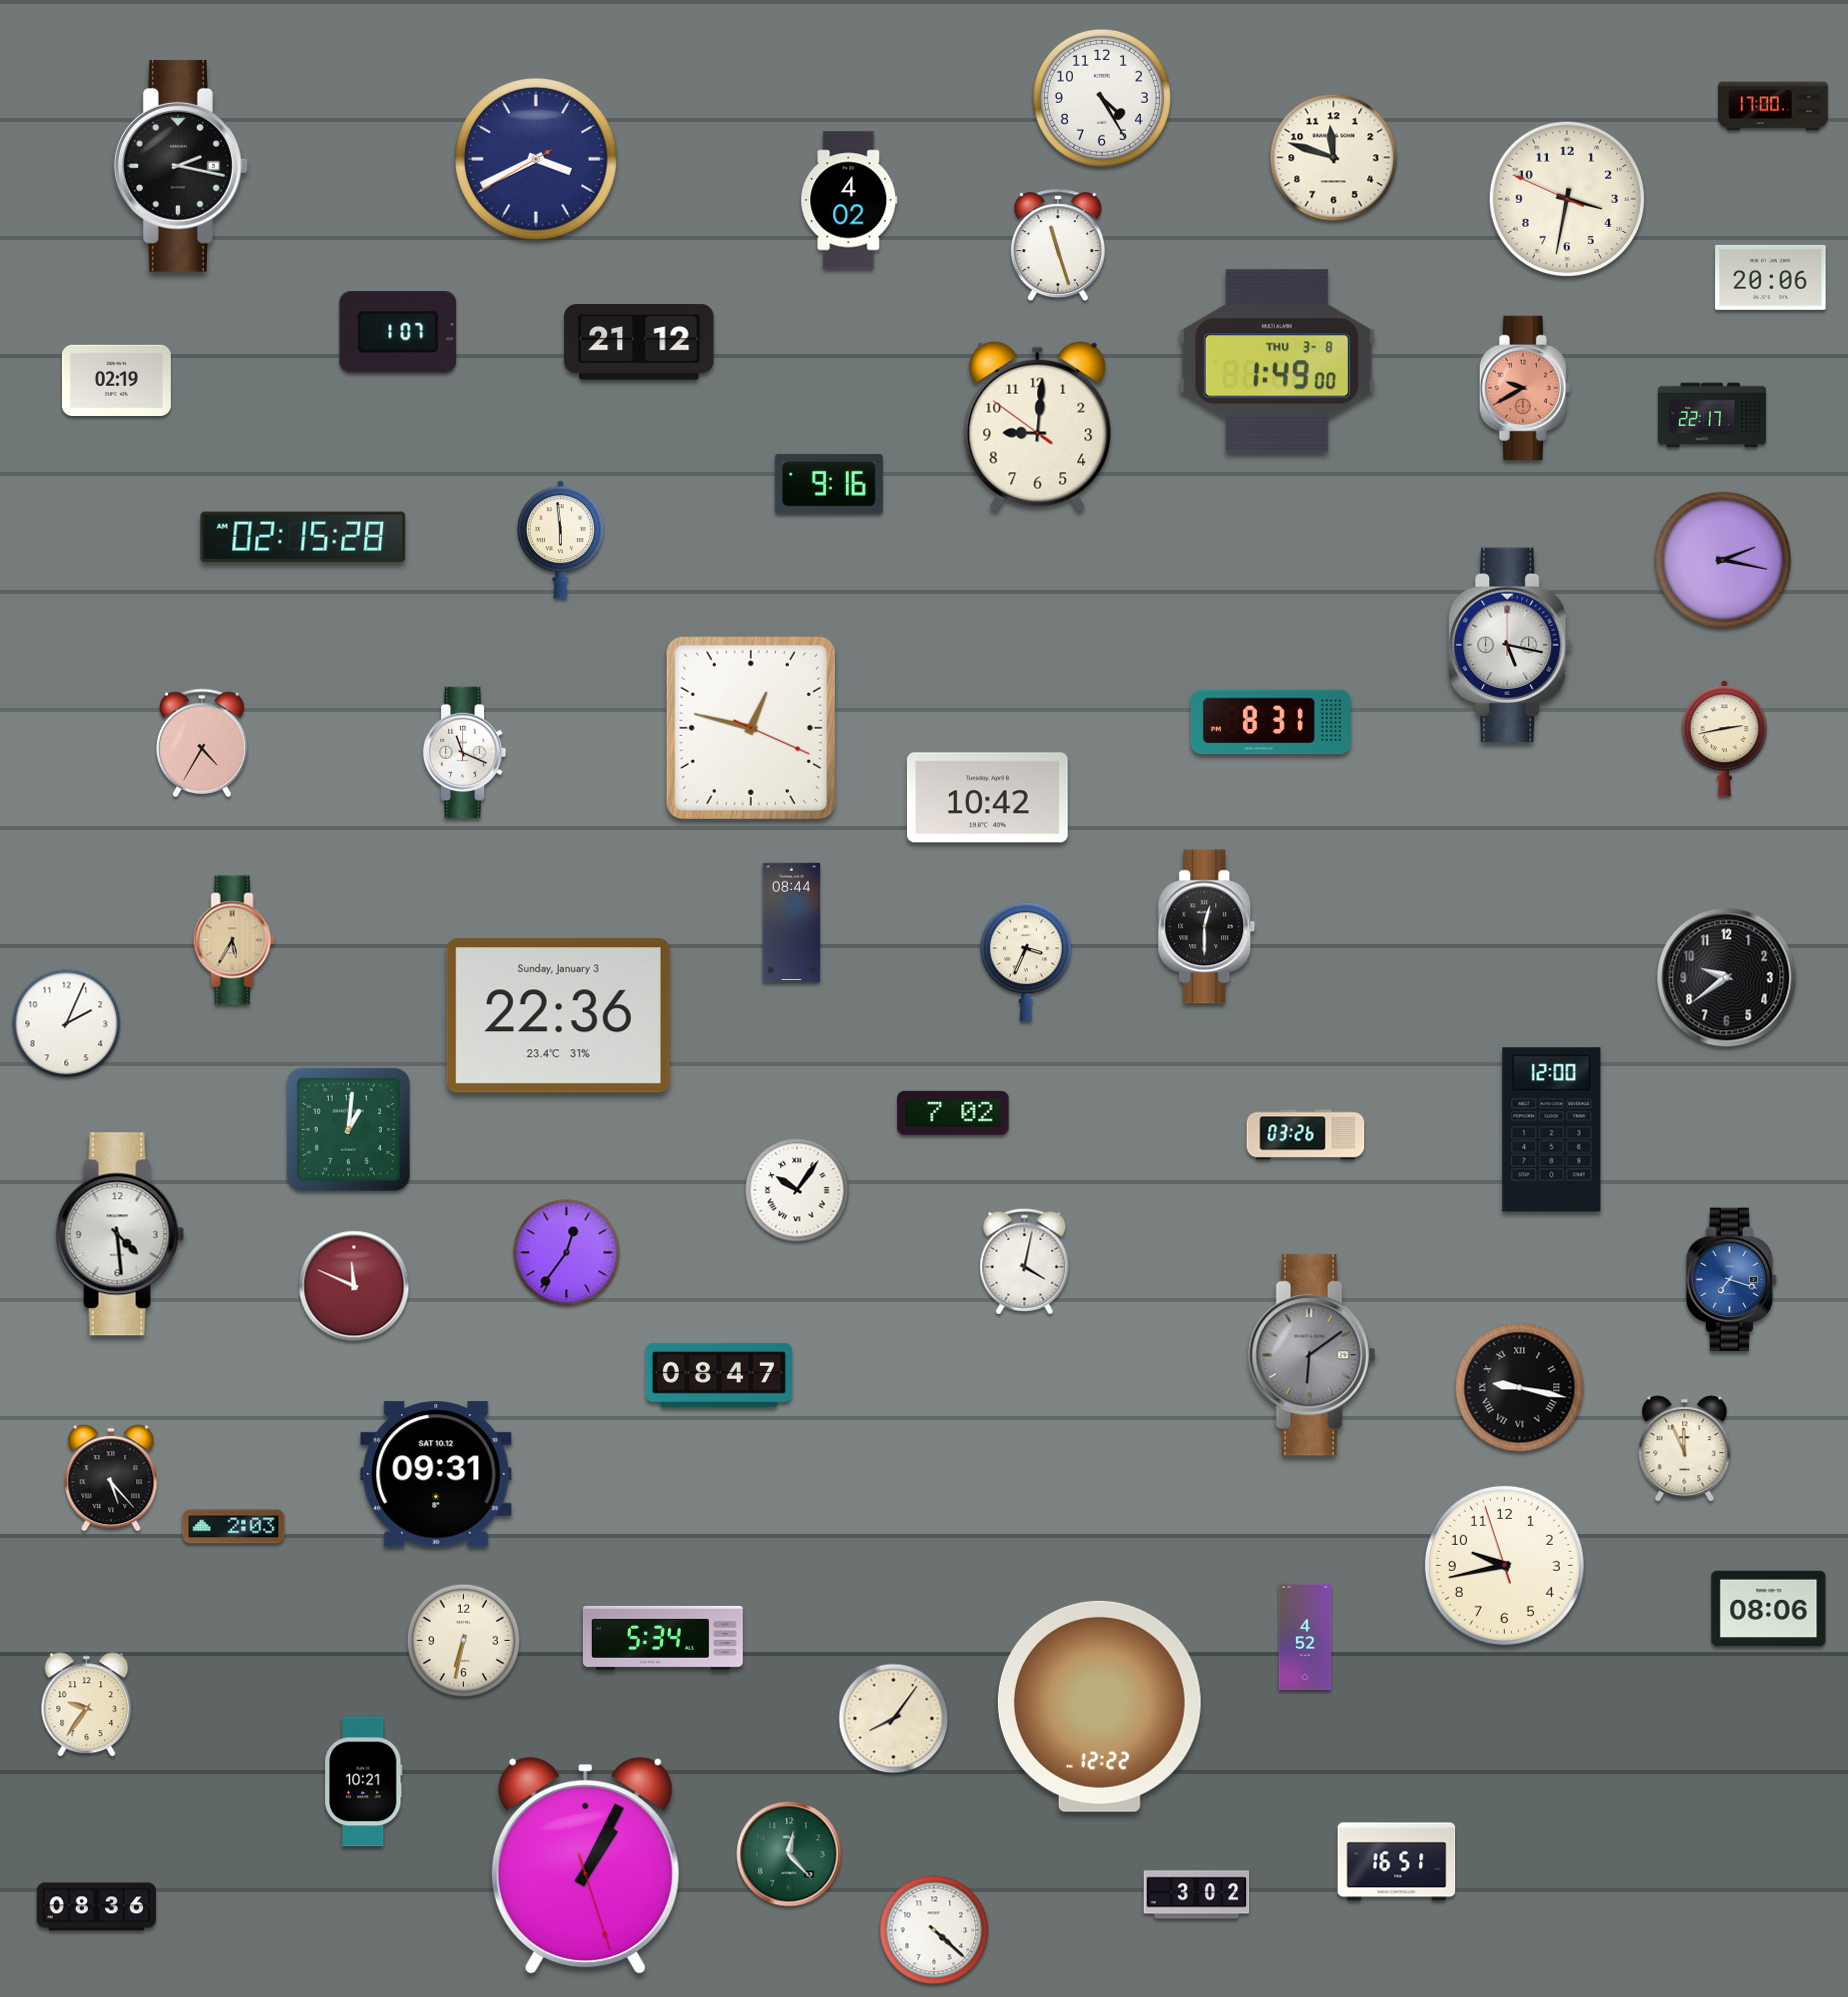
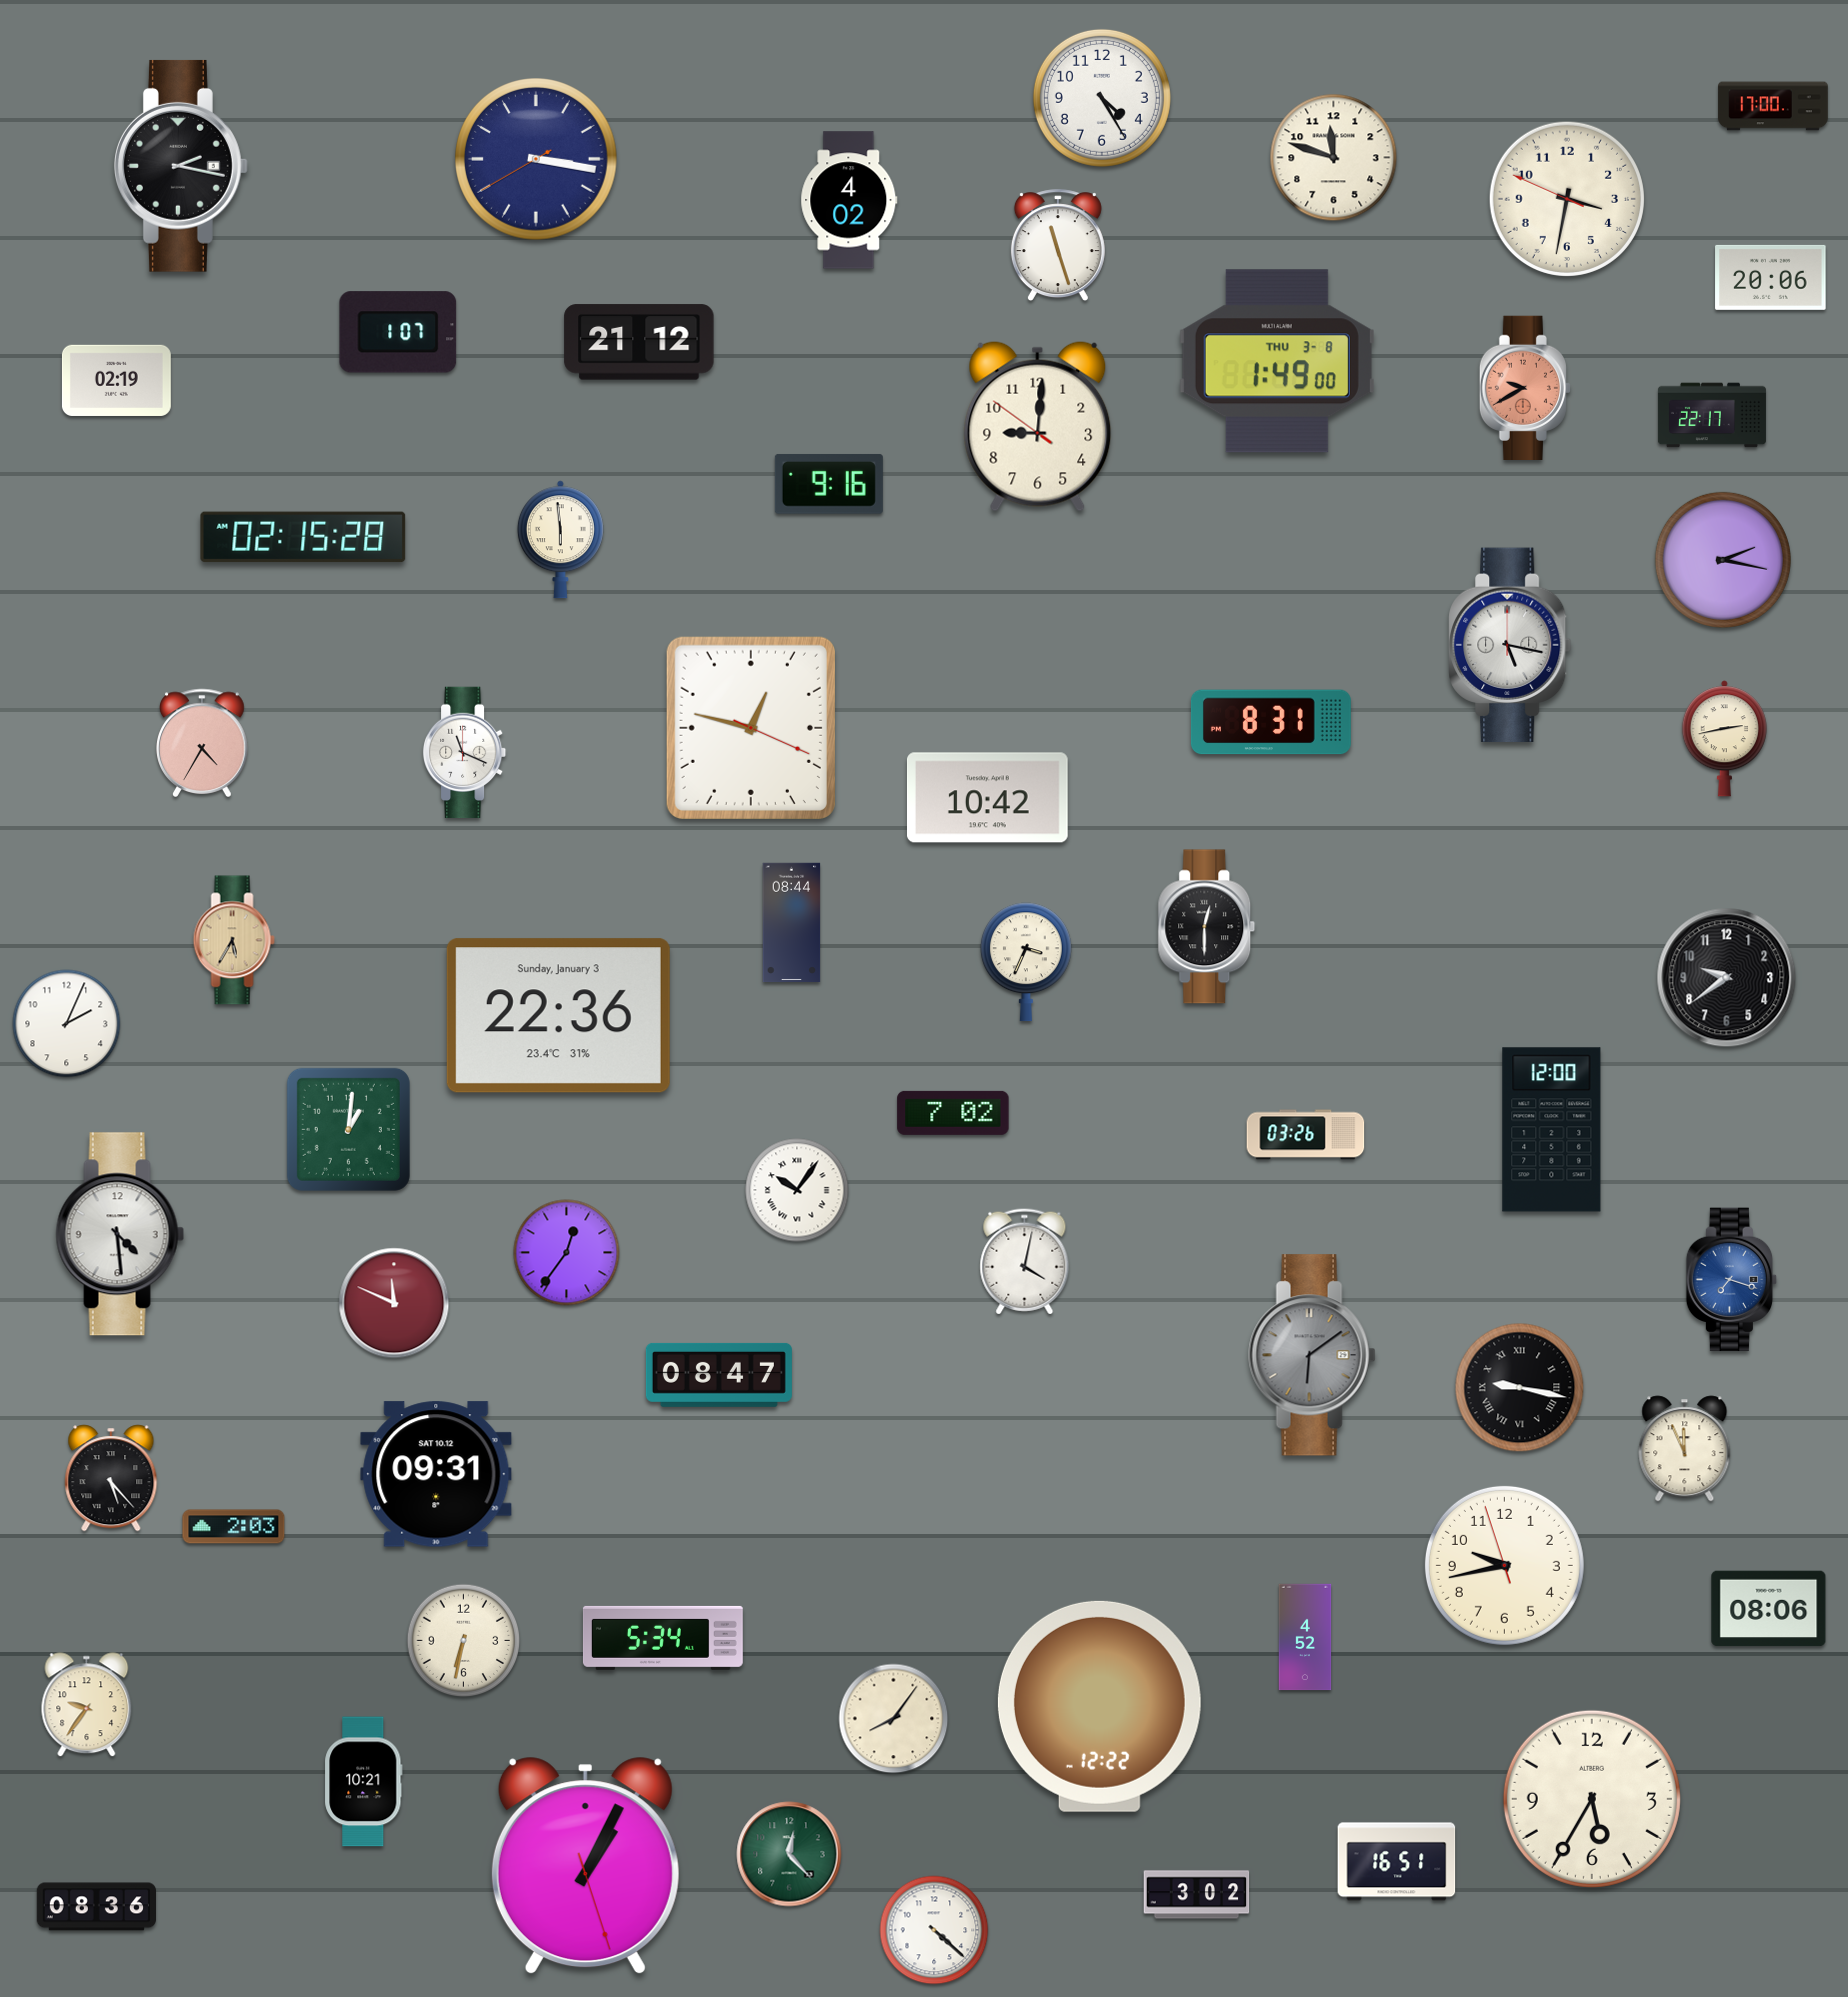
clock at (537, 160): 3:40 -> 3:16
clock at (354, 1286) position: (354, 1286) -> (394, 1303)
clock at (1592, 1799): none -> 5:35
